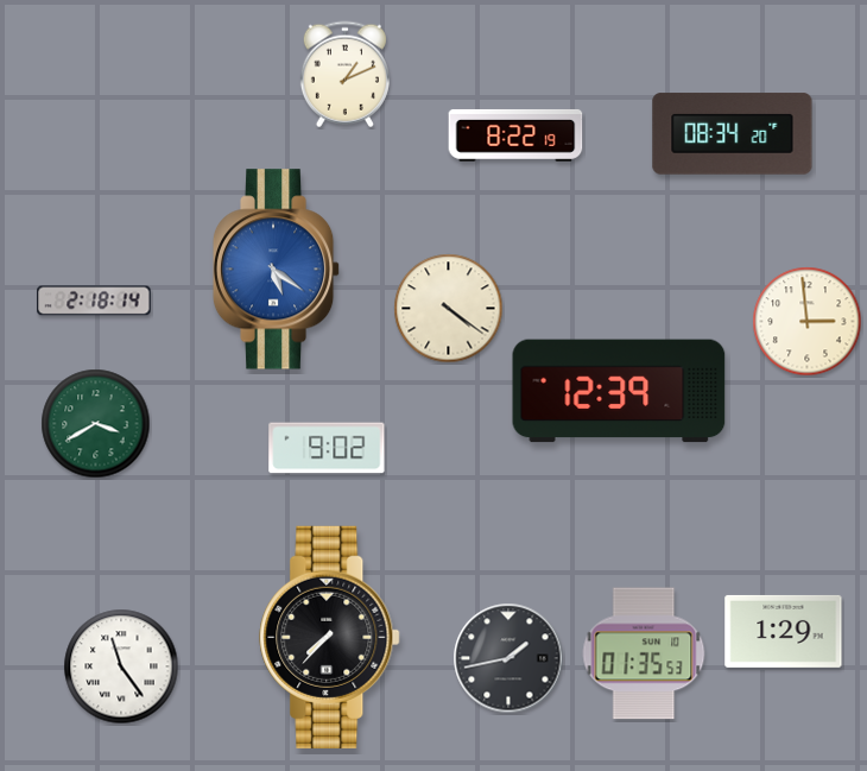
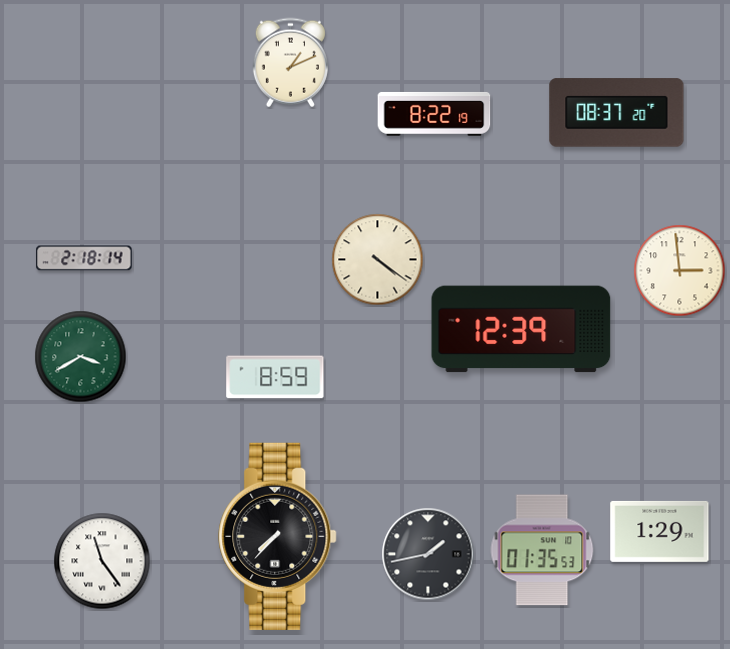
clock at (733, 134): 08:34 -> 08:37
clock at (277, 270): 5:21 -> none
clock at (94, 301) position: (94, 301) -> (84, 258)
clock at (327, 448): 9:02 -> 8:59
